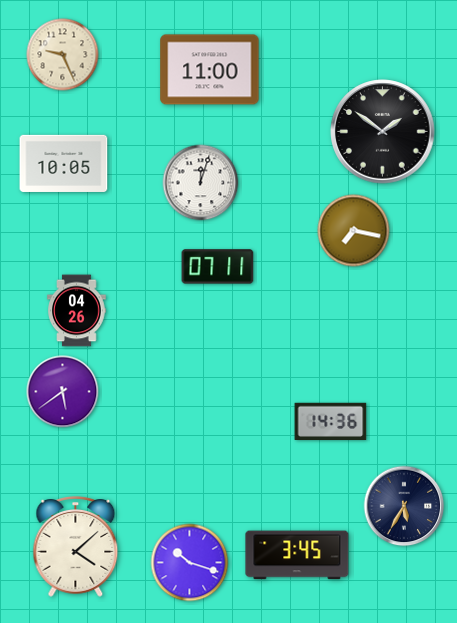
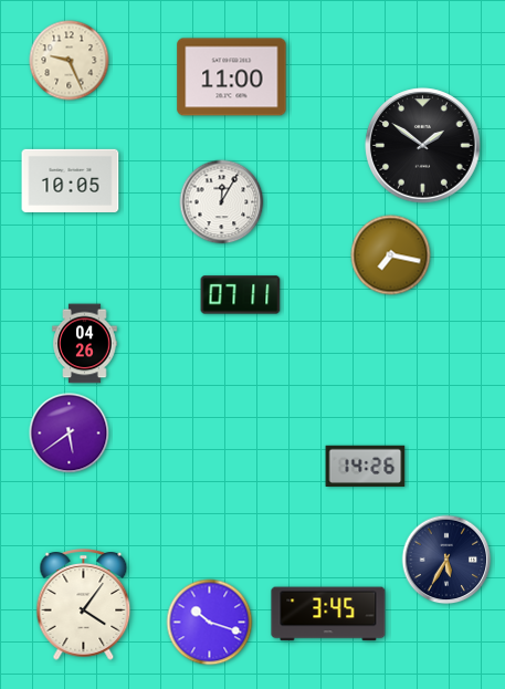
clock at (201, 183): 12:03 -> 12:05
clock at (331, 421): 14:36 -> 14:26
clock at (76, 547): 4:08 -> 4:06
